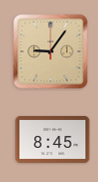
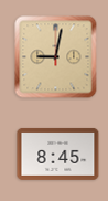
clock at (51, 52): 9:06 -> 9:02
